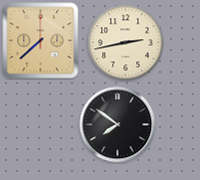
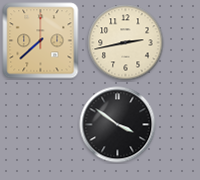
clock at (118, 125): 7:51 -> 3:51
